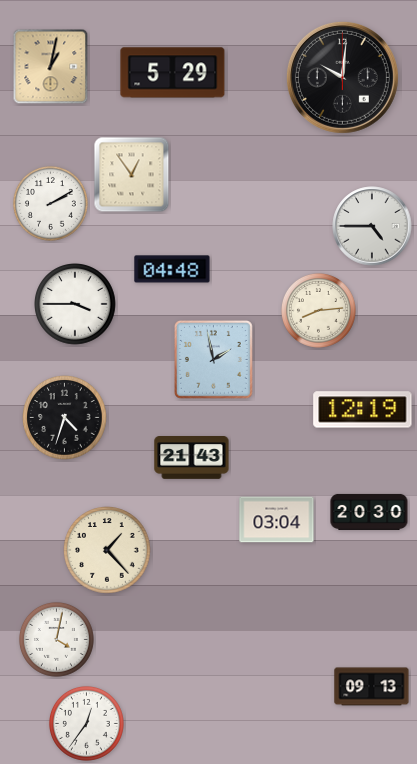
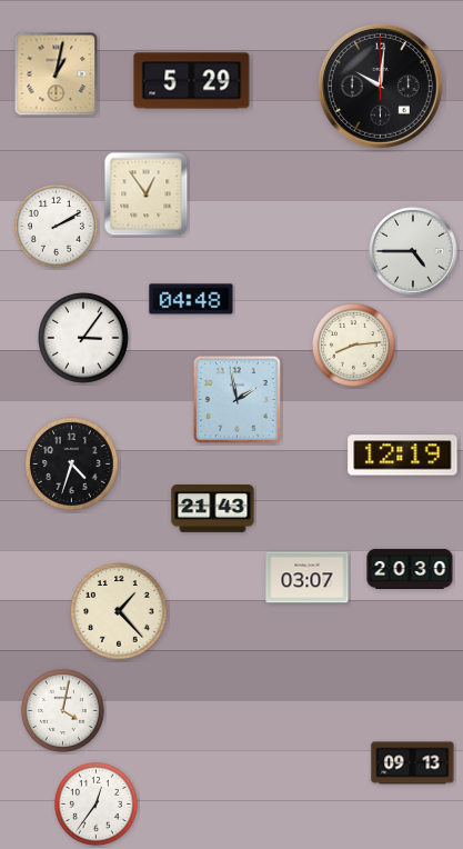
clock at (76, 305): 3:45 -> 3:06
clock at (277, 520): 03:04 -> 03:07
